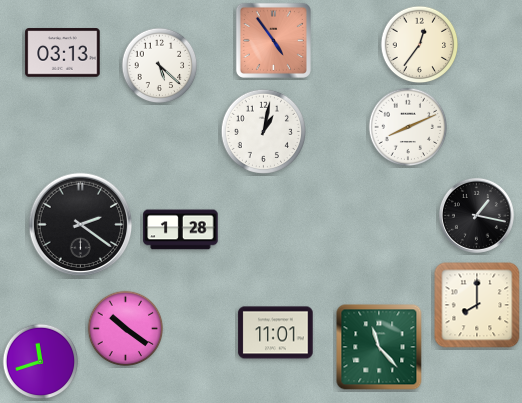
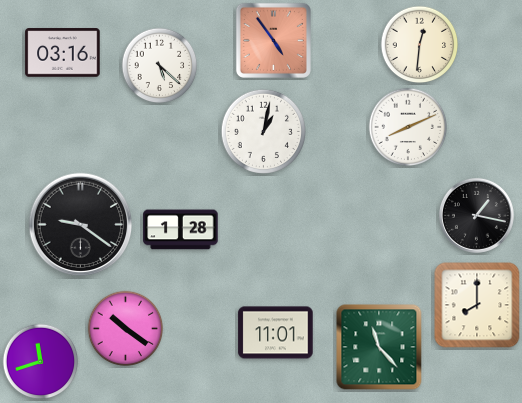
clock at (420, 45): 12:36 -> 12:31
clock at (63, 53): 03:13 -> 03:16
clock at (81, 225): 2:21 -> 9:21
